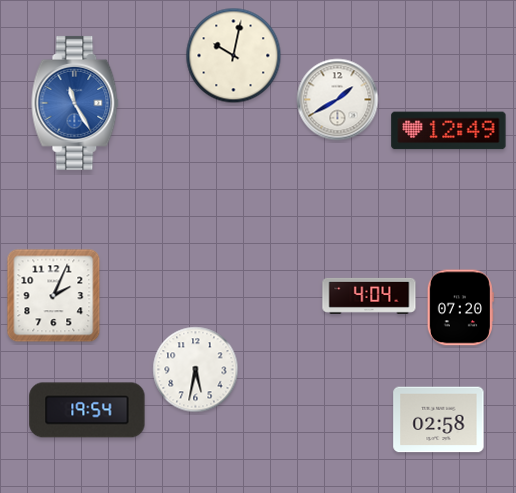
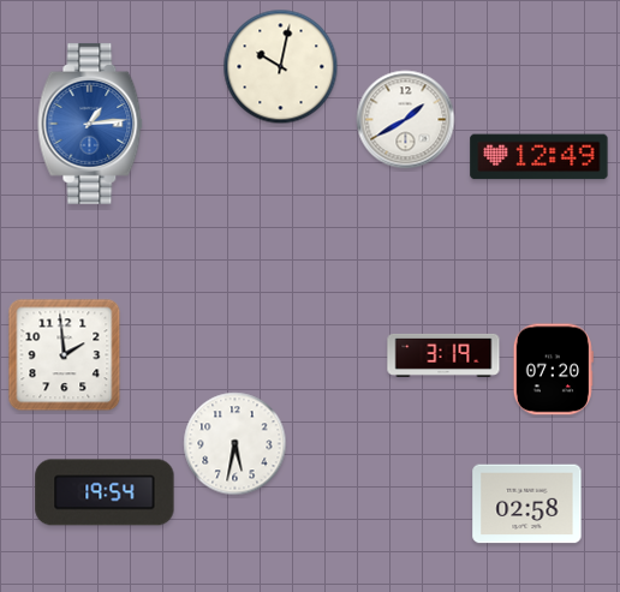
clock at (75, 103): 11:25 -> 1:14
clock at (54, 296): 2:04 -> 1:59
clock at (369, 296): 4:04 -> 3:19
